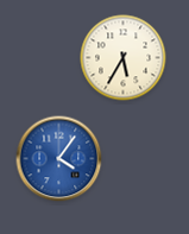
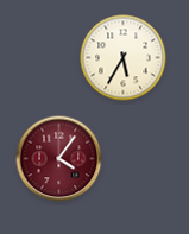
clock at (59, 159) dial: blue -> burgundy
